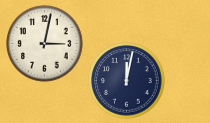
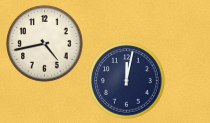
clock at (45, 44): 3:02 -> 4:43
